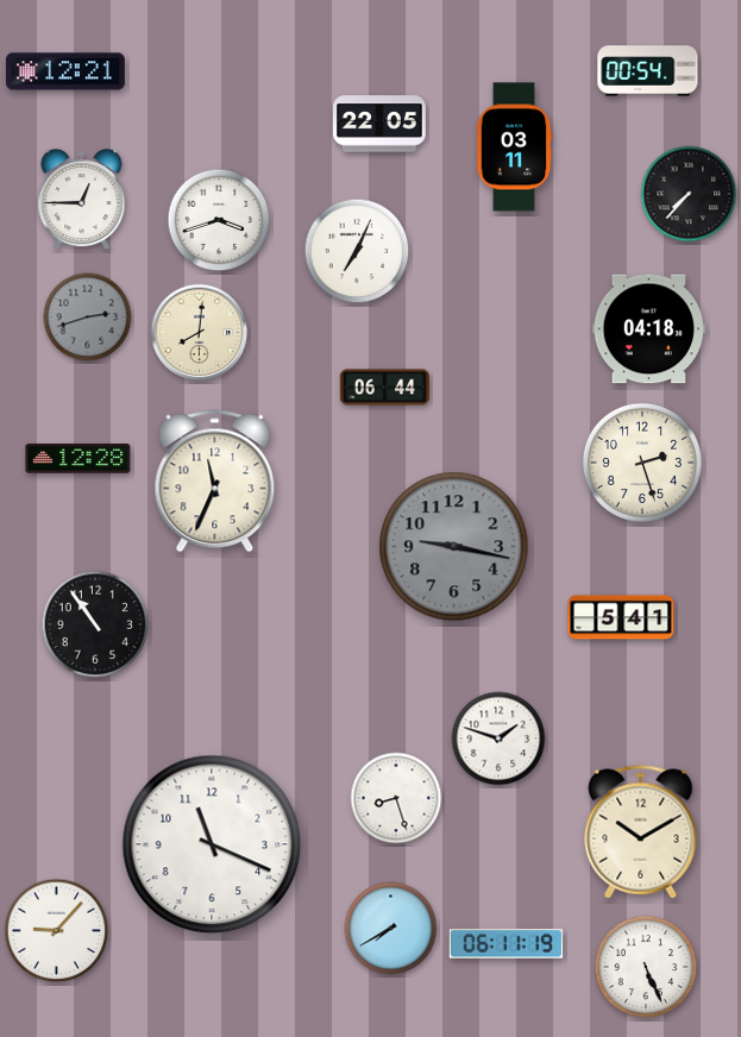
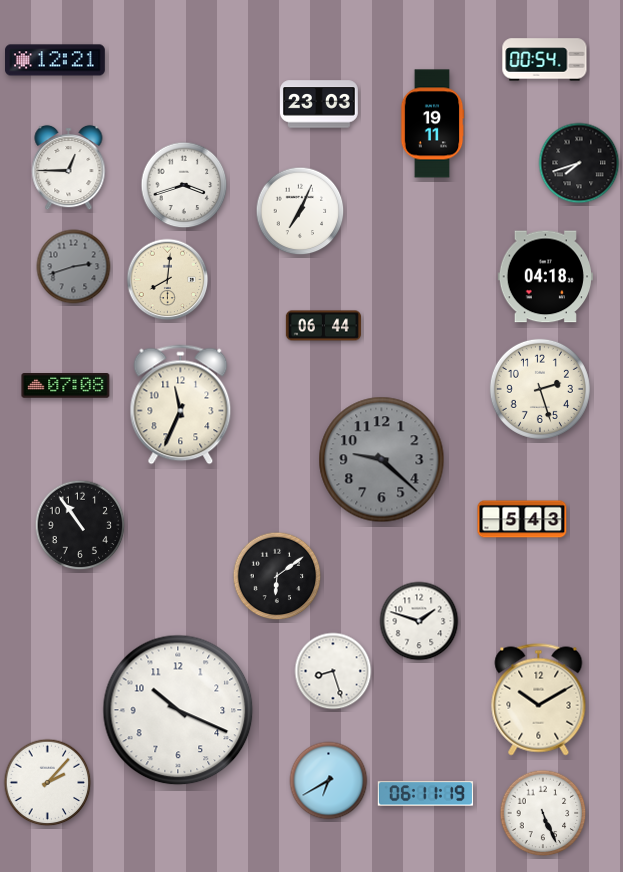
clock at (381, 124): 22:05 -> 23:03
clock at (514, 147): 03:11 -> 19:11
clock at (689, 194): 7:37 -> 7:42
clock at (79, 459): 12:28 -> 07:08
clock at (454, 547): 9:17 -> 9:22
clock at (621, 617): 5:41 -> 5:43
clock at (277, 576): none -> 6:09
clock at (212, 844): 11:19 -> 10:19
clock at (391, 929): 7:40 -> 6:40
clock at (57, 931): 9:07 -> 2:07
